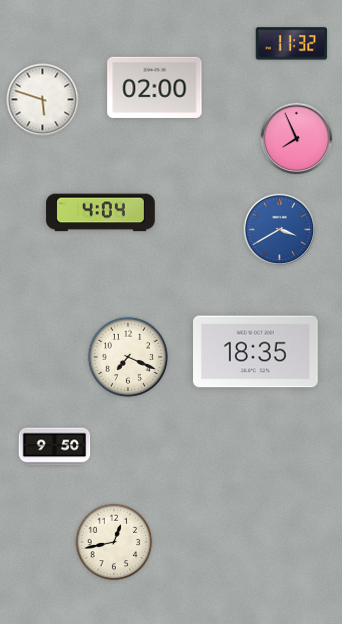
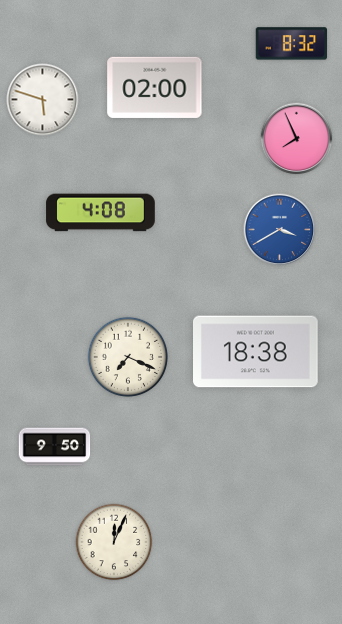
clock at (292, 44): 11:32 -> 8:32
clock at (101, 213): 4:04 -> 4:08
clock at (256, 352): 18:35 -> 18:38
clock at (114, 542): 12:43 -> 12:04
